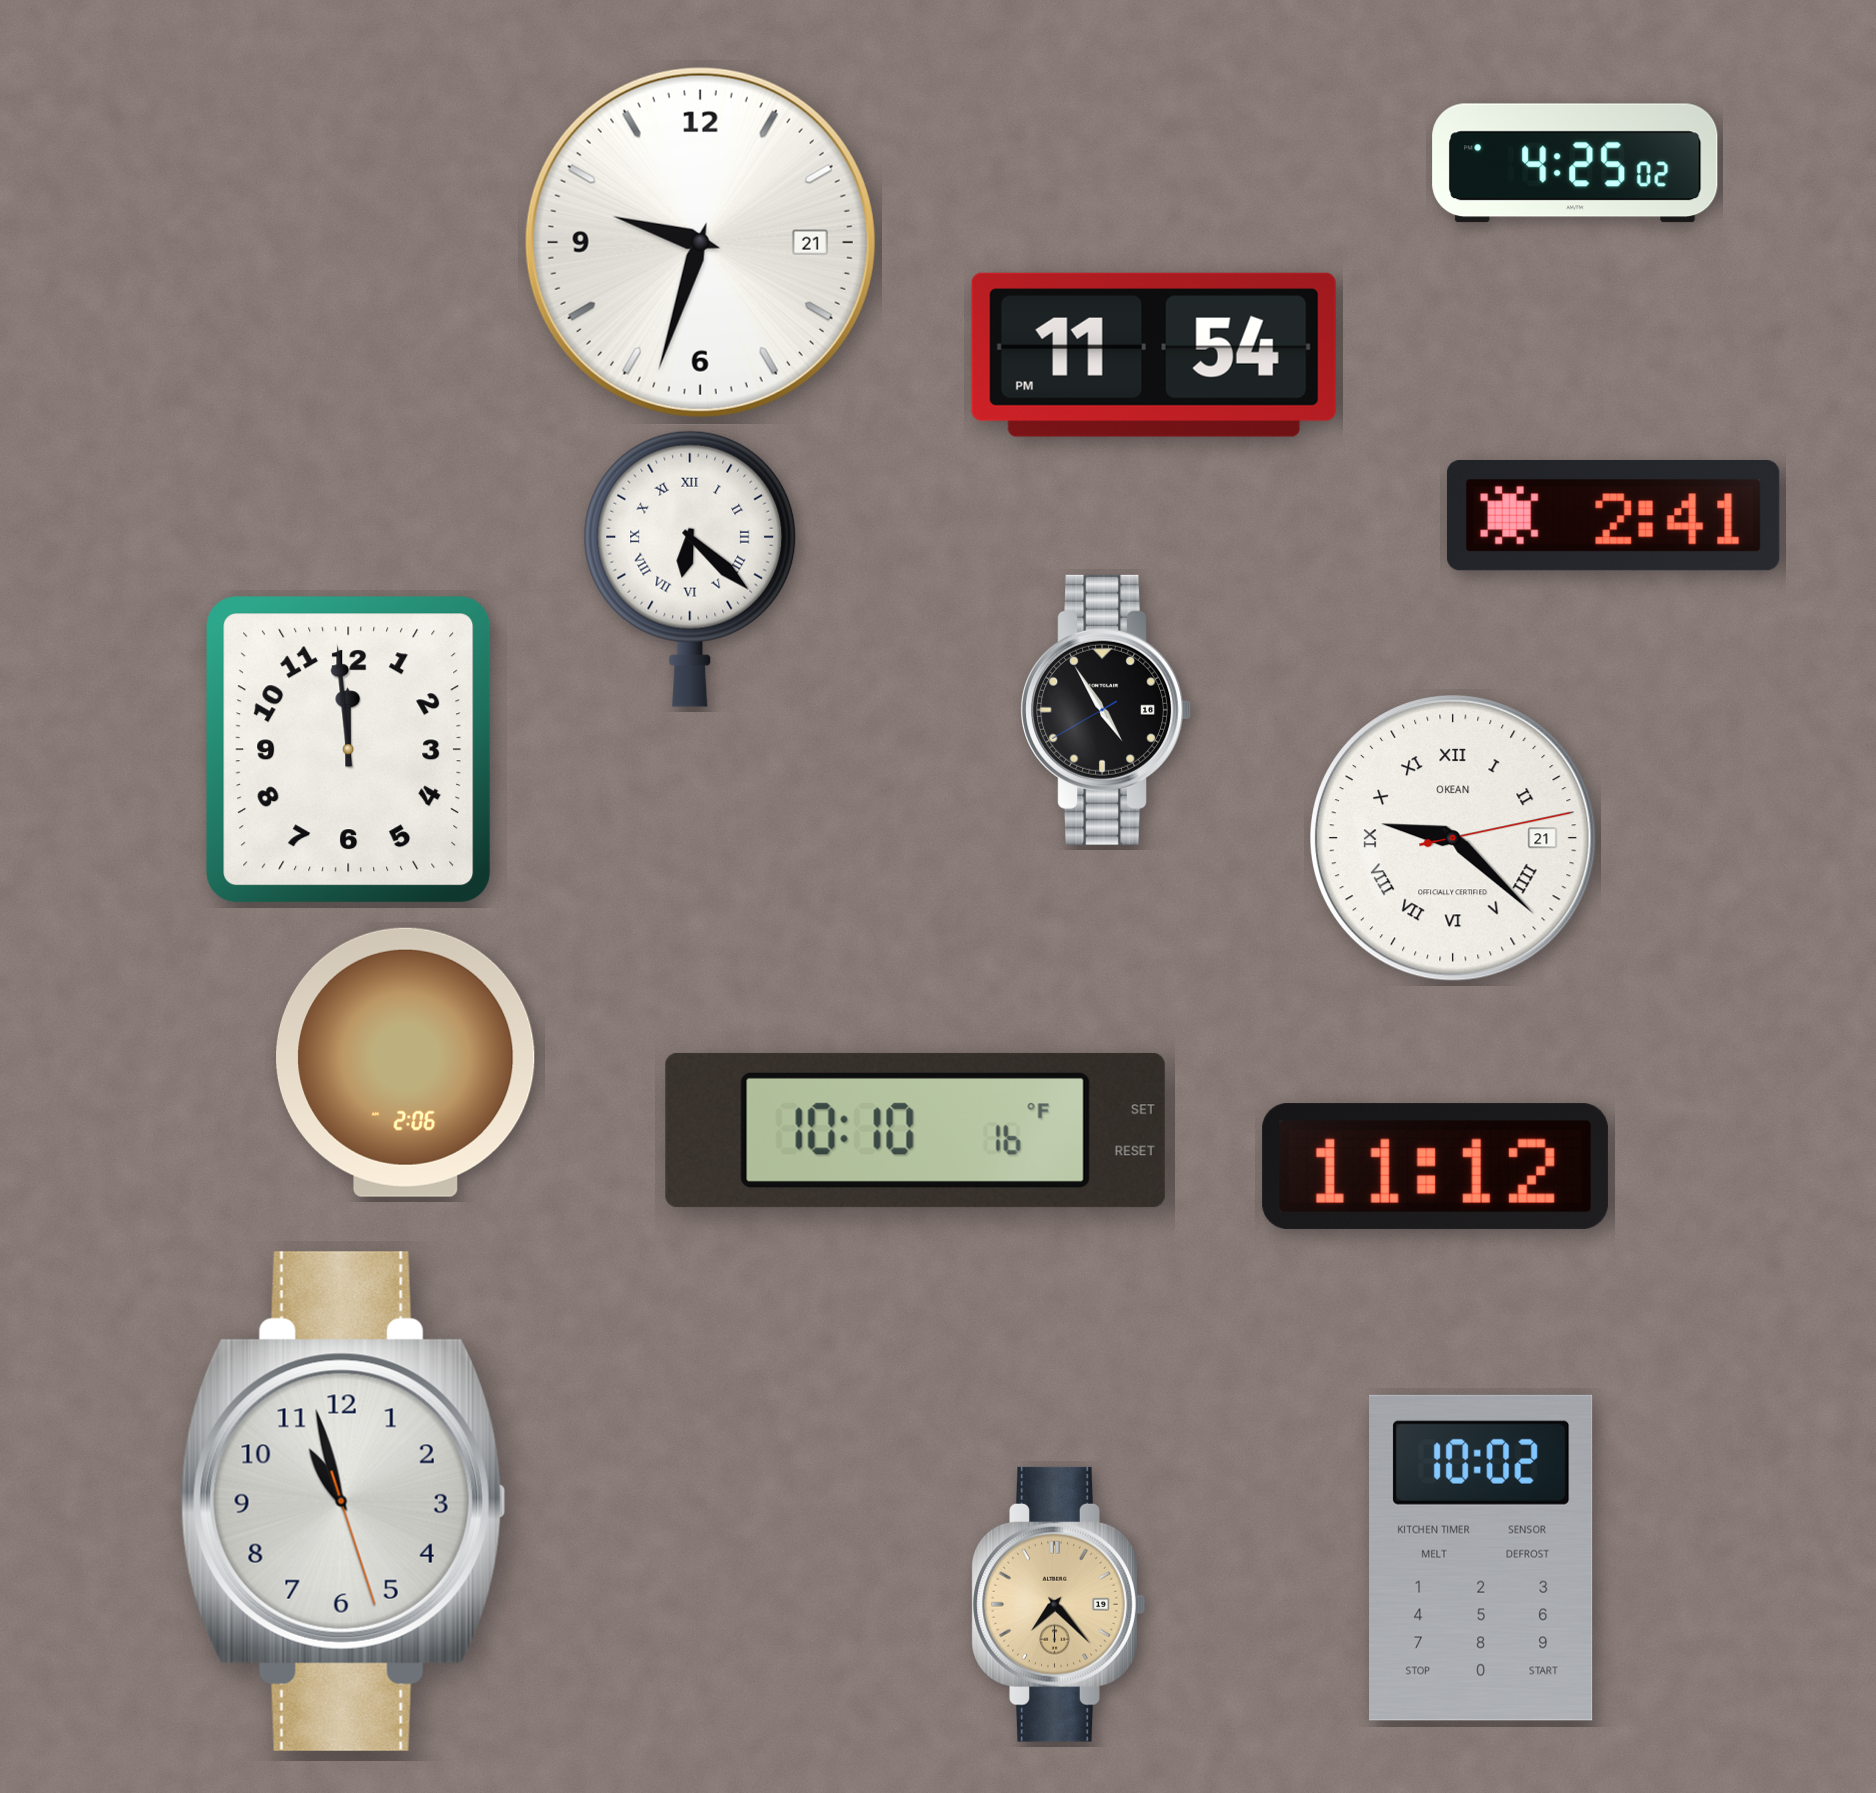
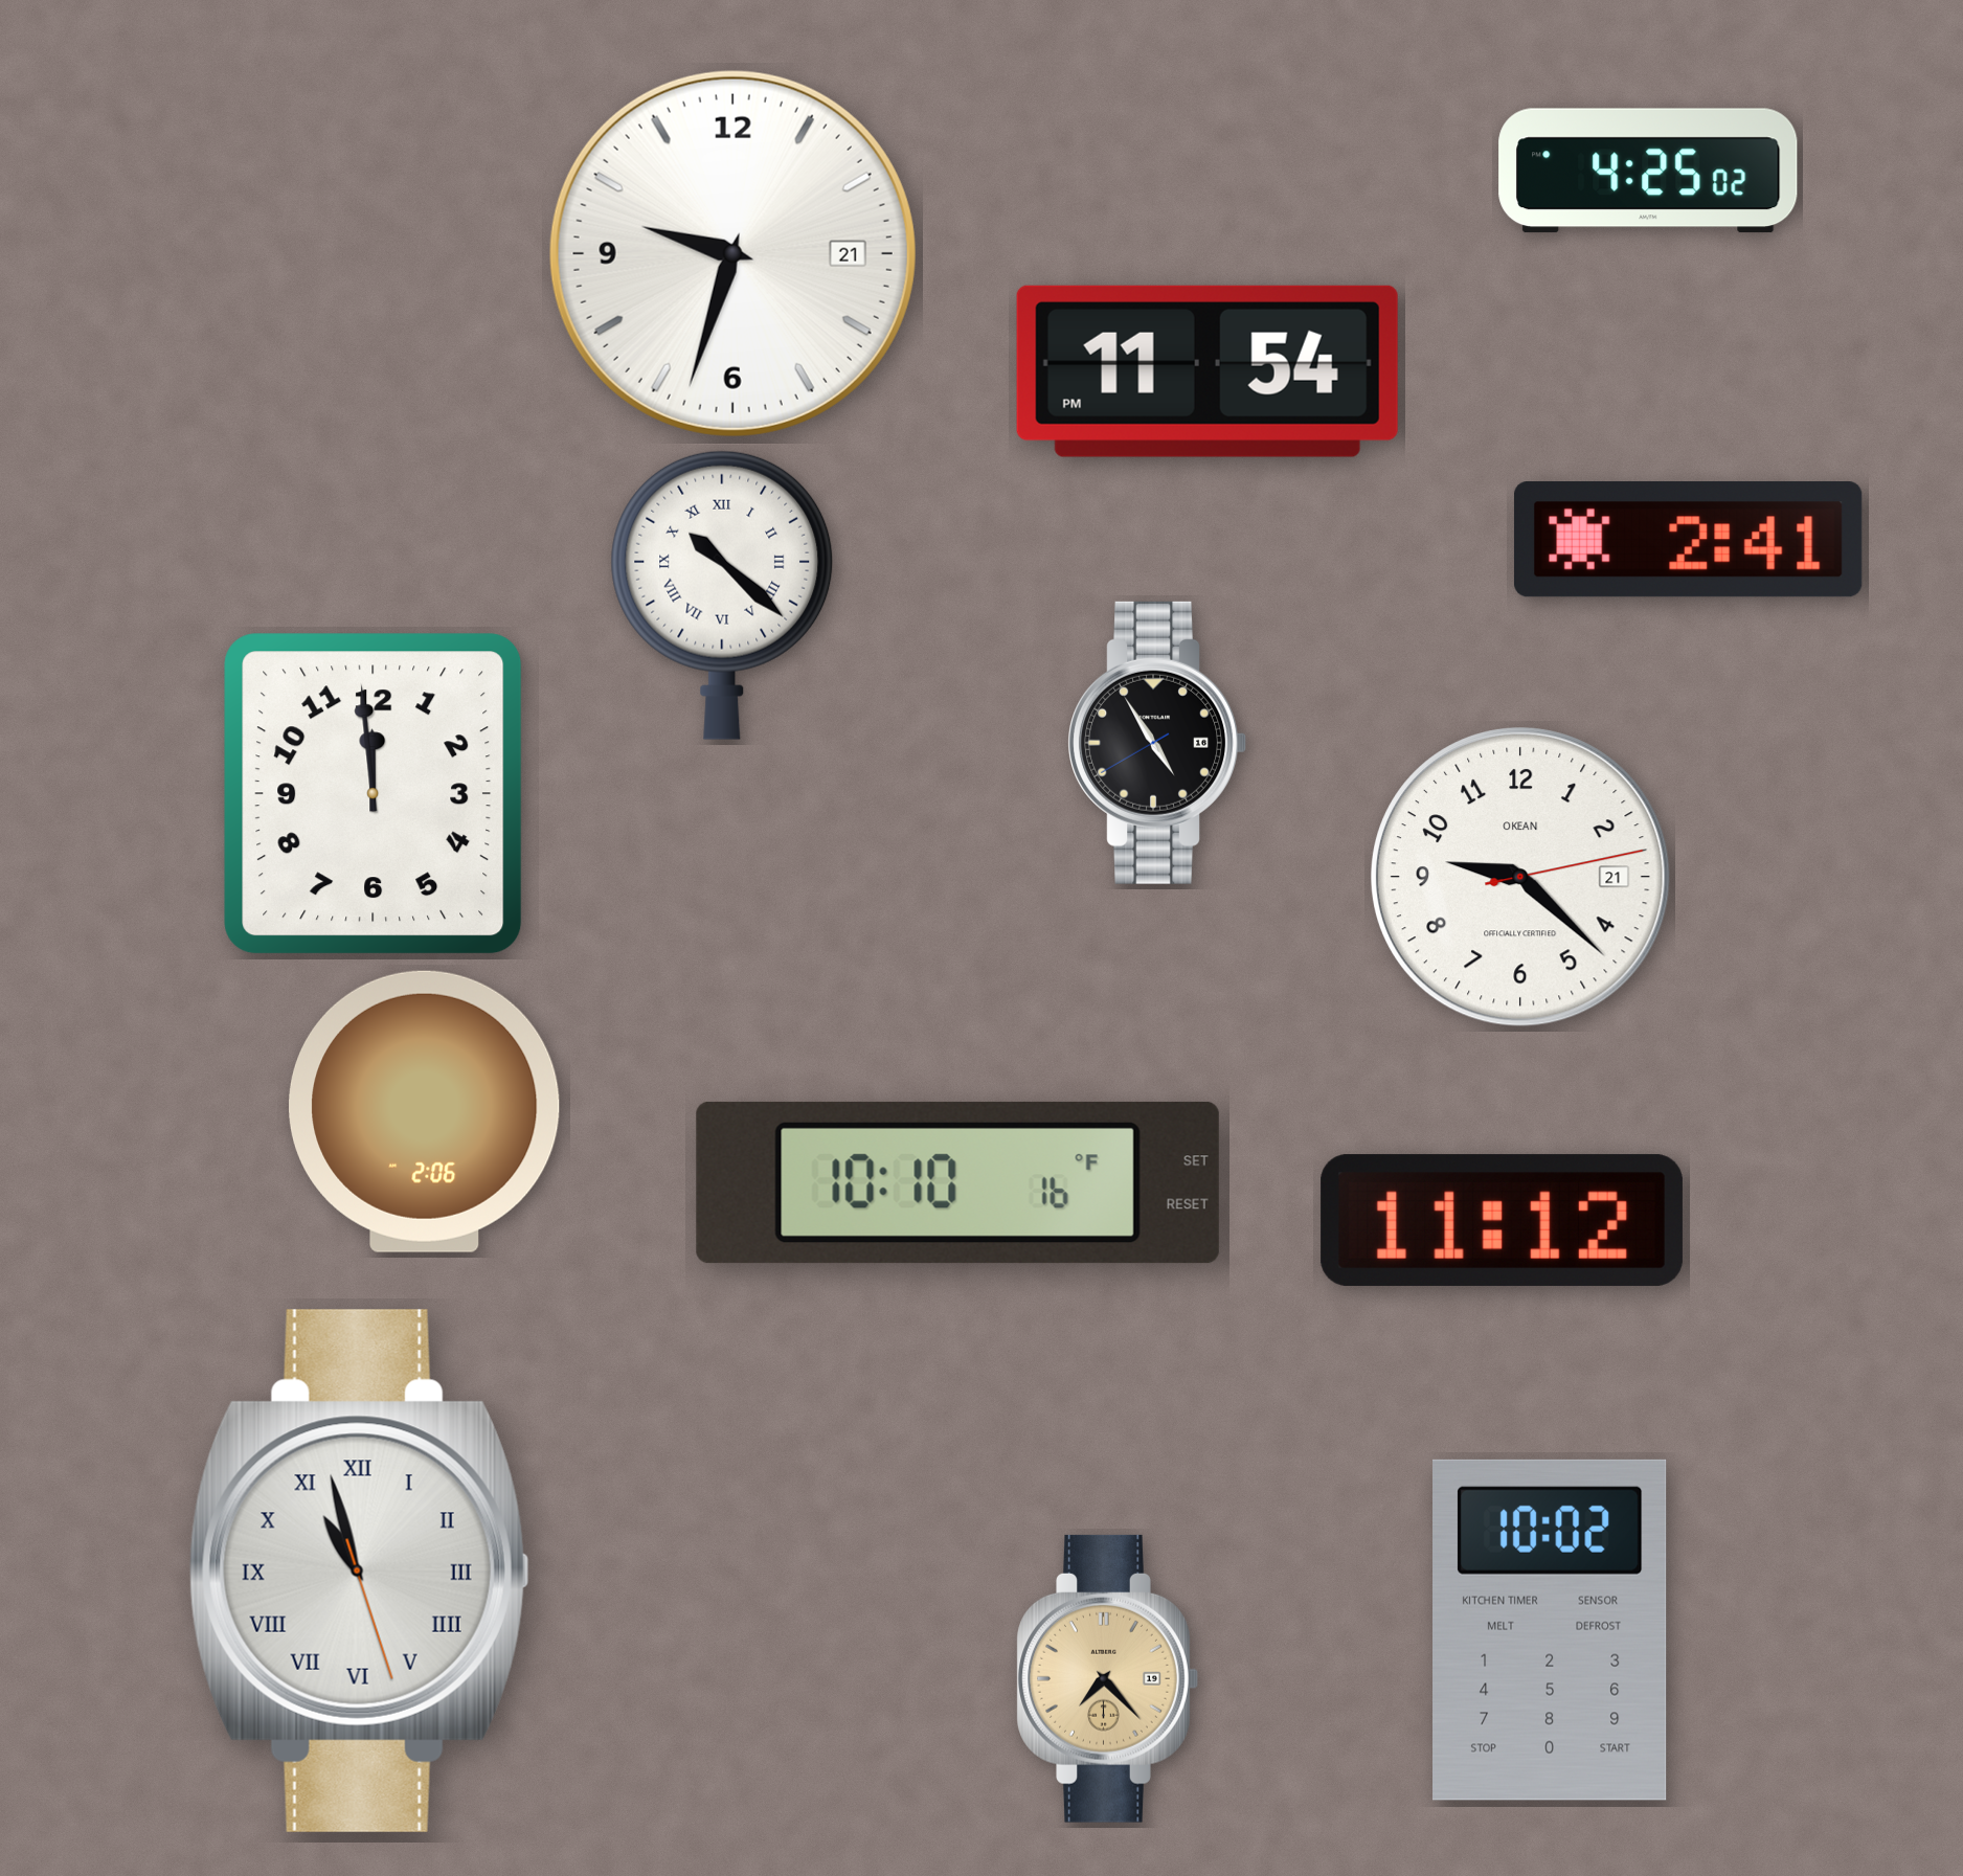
clock at (690, 569): 6:22 -> 10:22
clock at (349, 750) position: (349, 750) -> (374, 794)
clock at (1454, 839) numerals: Roman -> Arabic
clock at (343, 1501) numerals: Arabic -> Roman
